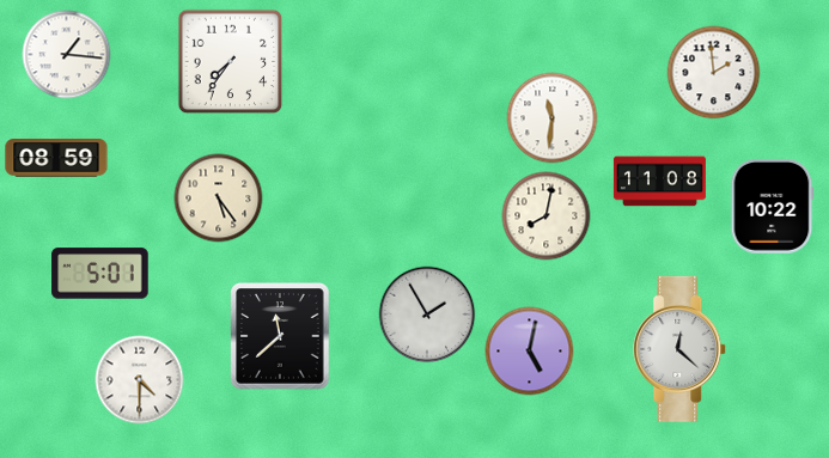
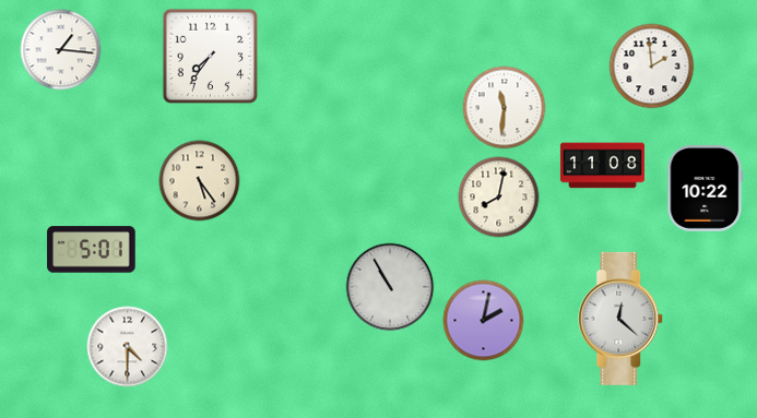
clock at (56, 158): 08:59 -> none
clock at (427, 315): 1:55 -> 10:55
clock at (280, 336): 11:38 -> none
clock at (530, 352): 5:02 -> 2:02
